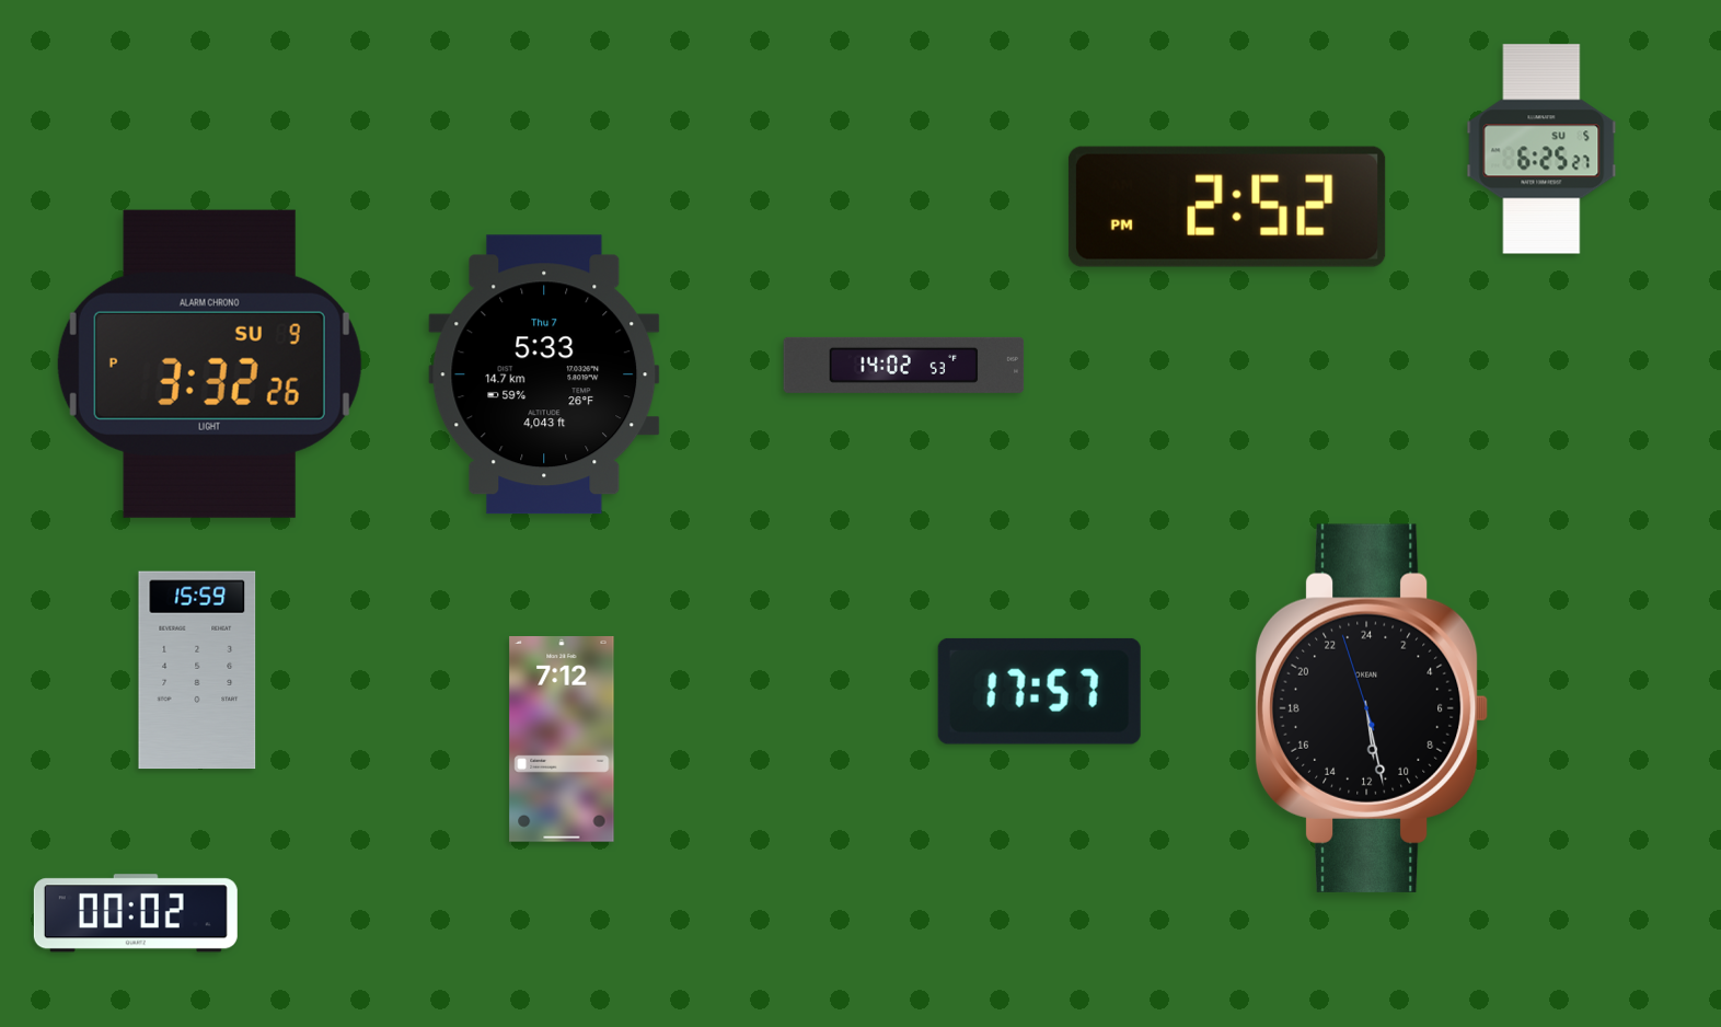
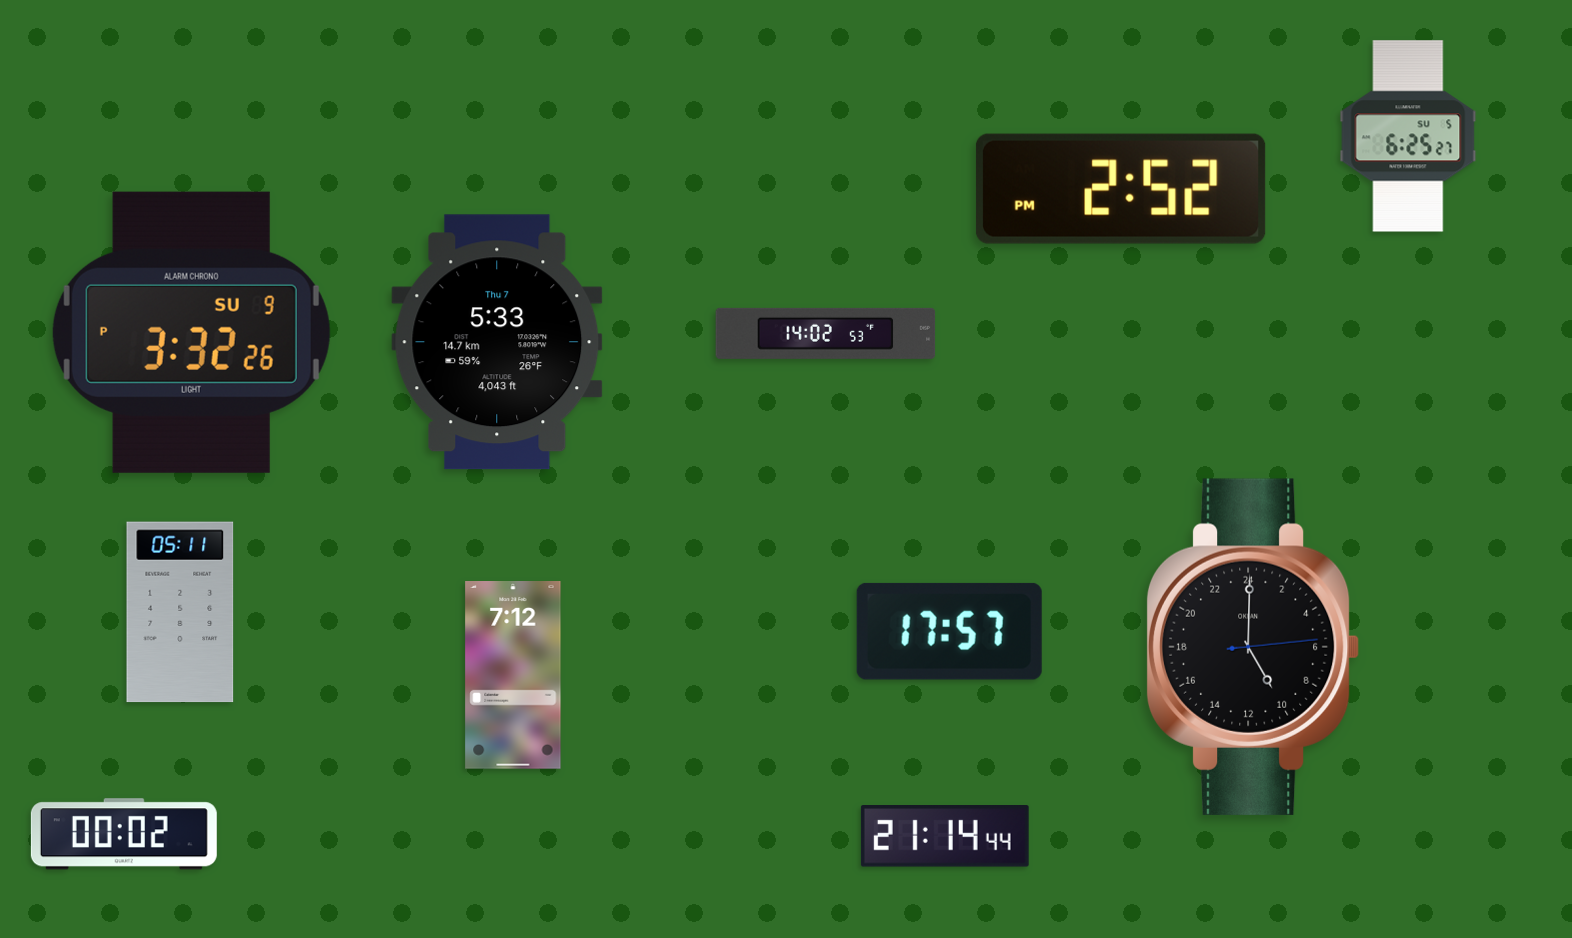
clock at (197, 670): 15:59 -> 05:11
clock at (1372, 708): 11:27 -> 10:00
clock at (945, 836): none -> 21:14
